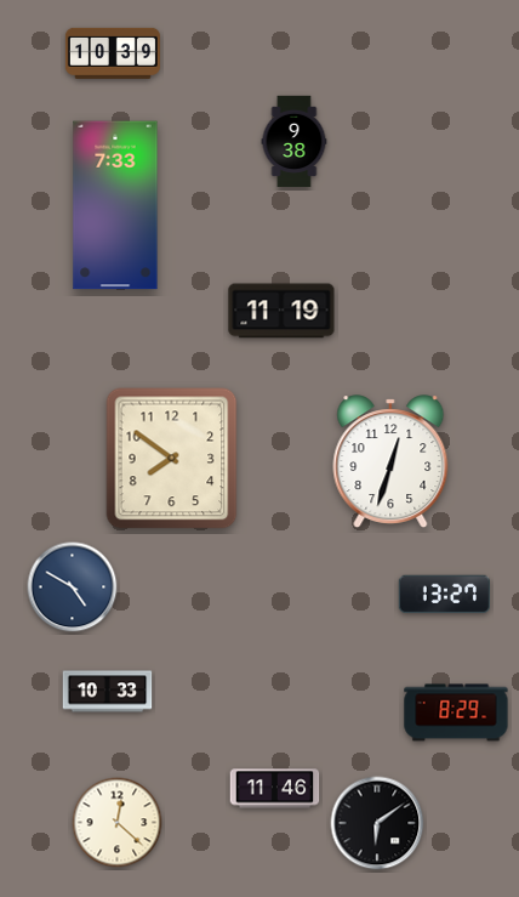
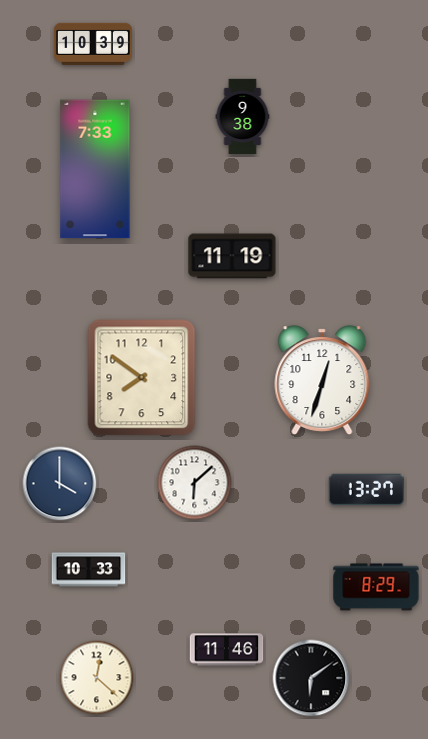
clock at (195, 483): none -> 6:08
clock at (73, 587): 4:50 -> 4:00
